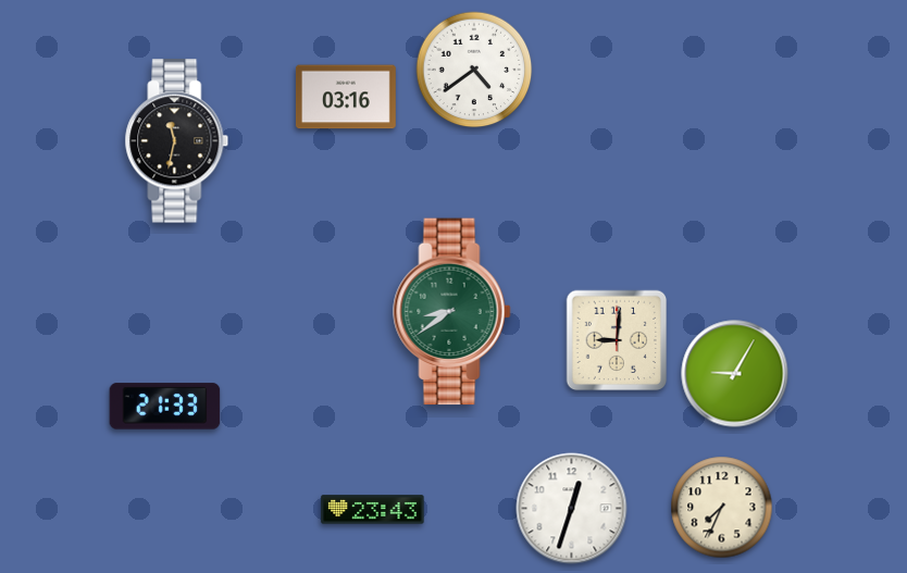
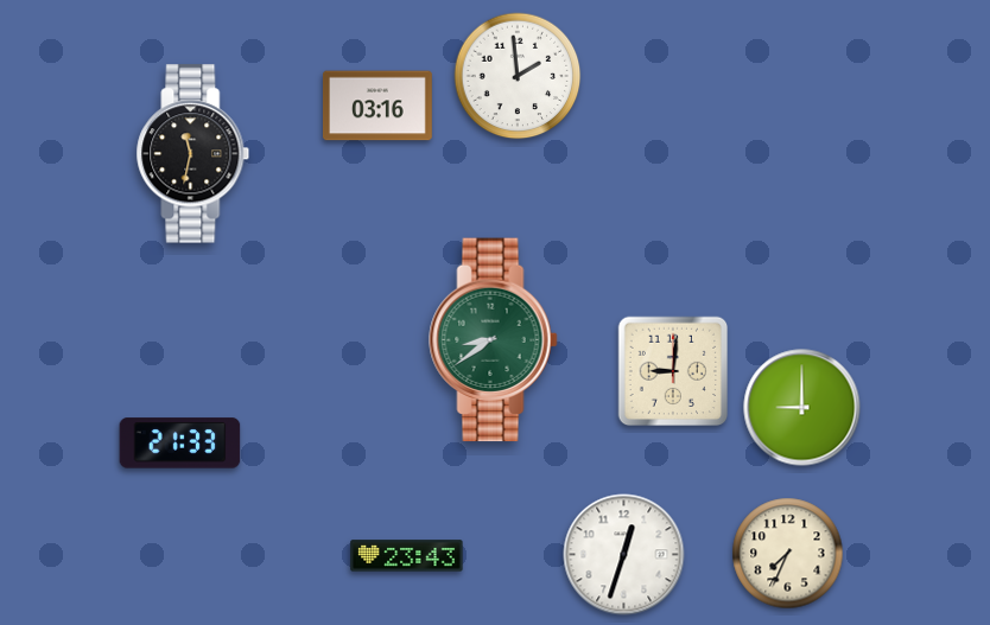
clock at (474, 70): 4:39 -> 1:59
clock at (735, 374): 9:05 -> 9:00
